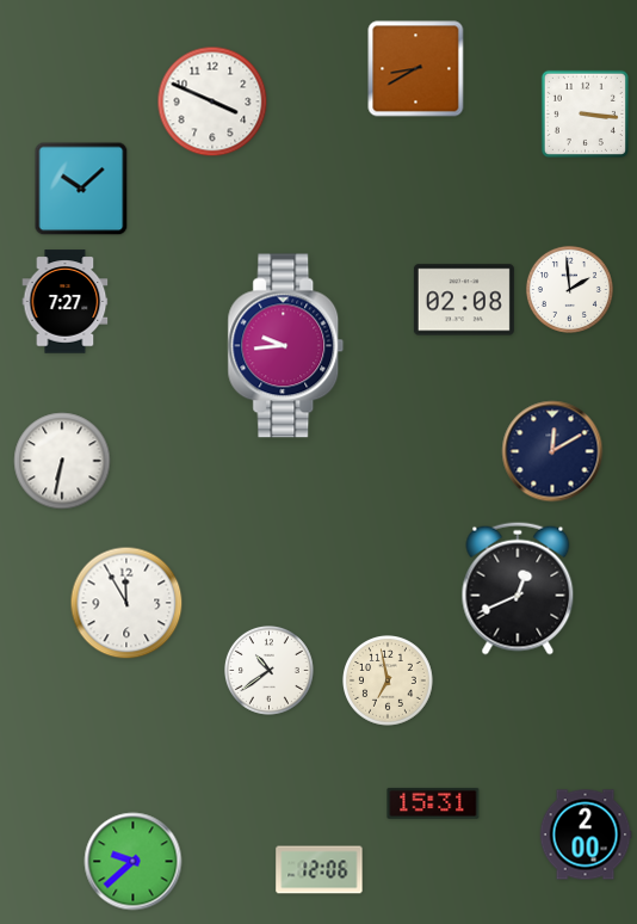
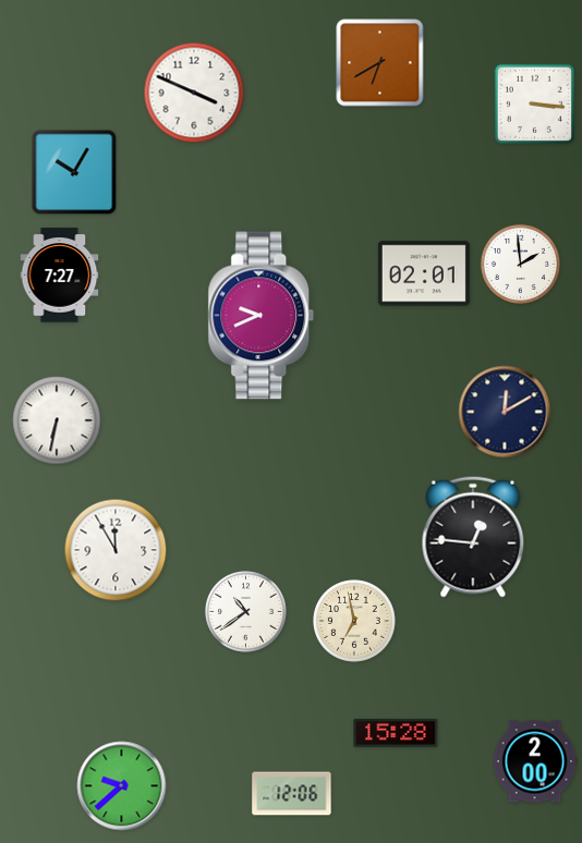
clock at (416, 69): 8:40 -> 6:40
clock at (81, 189): 10:08 -> 10:05
clock at (464, 300): 02:08 -> 02:01
clock at (286, 346): 9:44 -> 9:41
clock at (518, 589): 12:41 -> 12:46
clock at (433, 803): 15:31 -> 15:28
